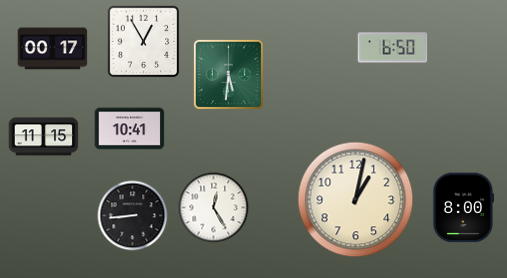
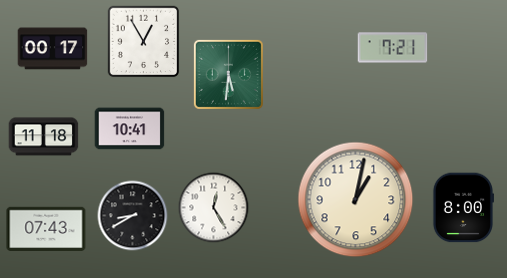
clock at (393, 48): 6:50 -> 7:21
clock at (44, 137): 11:15 -> 11:18
clock at (133, 216): 8:44 -> 8:40
clock at (46, 228): none -> 07:43
